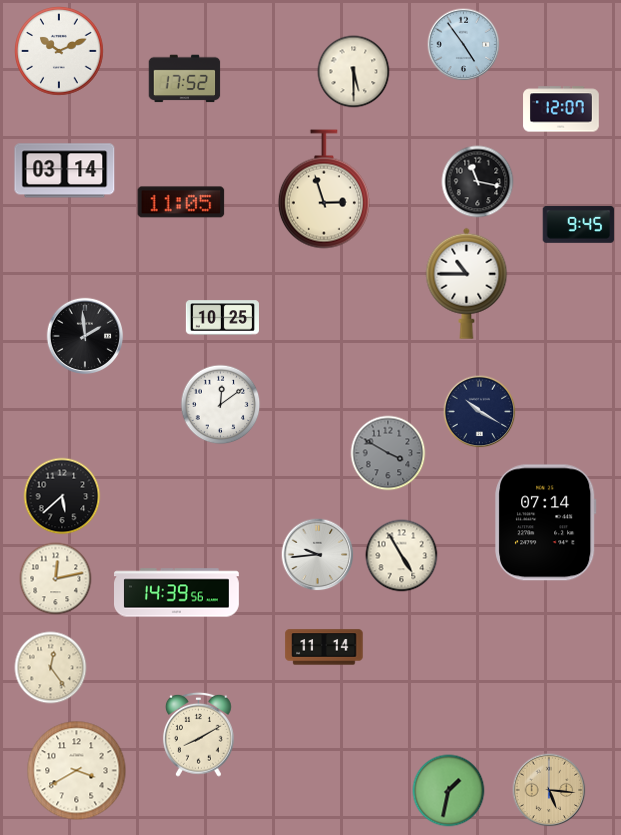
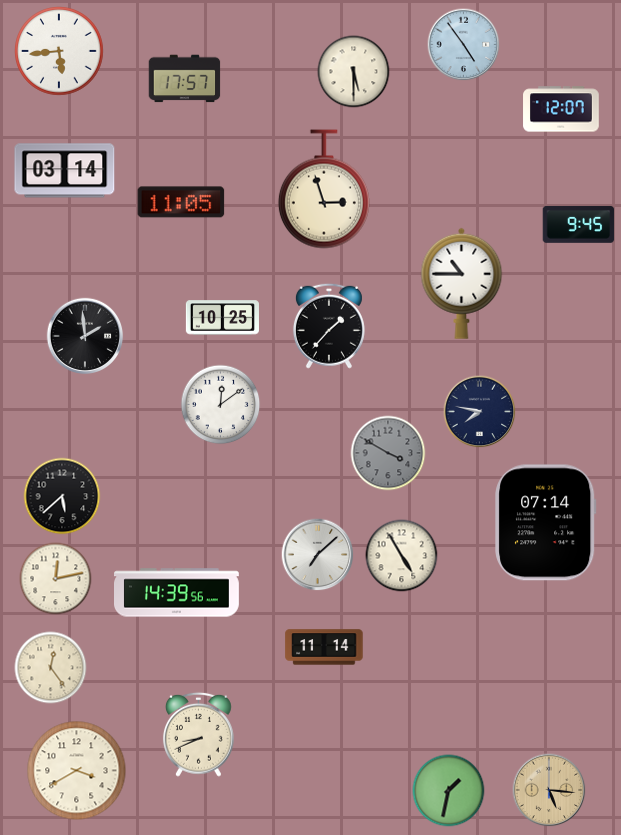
clock at (59, 51): 10:11 -> 5:44
clock at (185, 79): 17:52 -> 17:57
clock at (478, 182): 11:17 -> none
clock at (467, 283) position: (467, 283) -> (462, 283)
clock at (329, 326): none -> 1:37
clock at (480, 412): 10:20 -> 7:47
clock at (318, 555): 9:44 -> 7:08
clock at (198, 734): 8:10 -> 8:41
